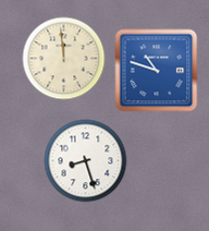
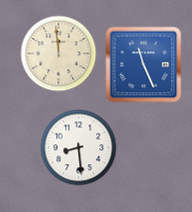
clock at (157, 71): 10:48 -> 11:26
clock at (86, 161): 8:27 -> 8:29
